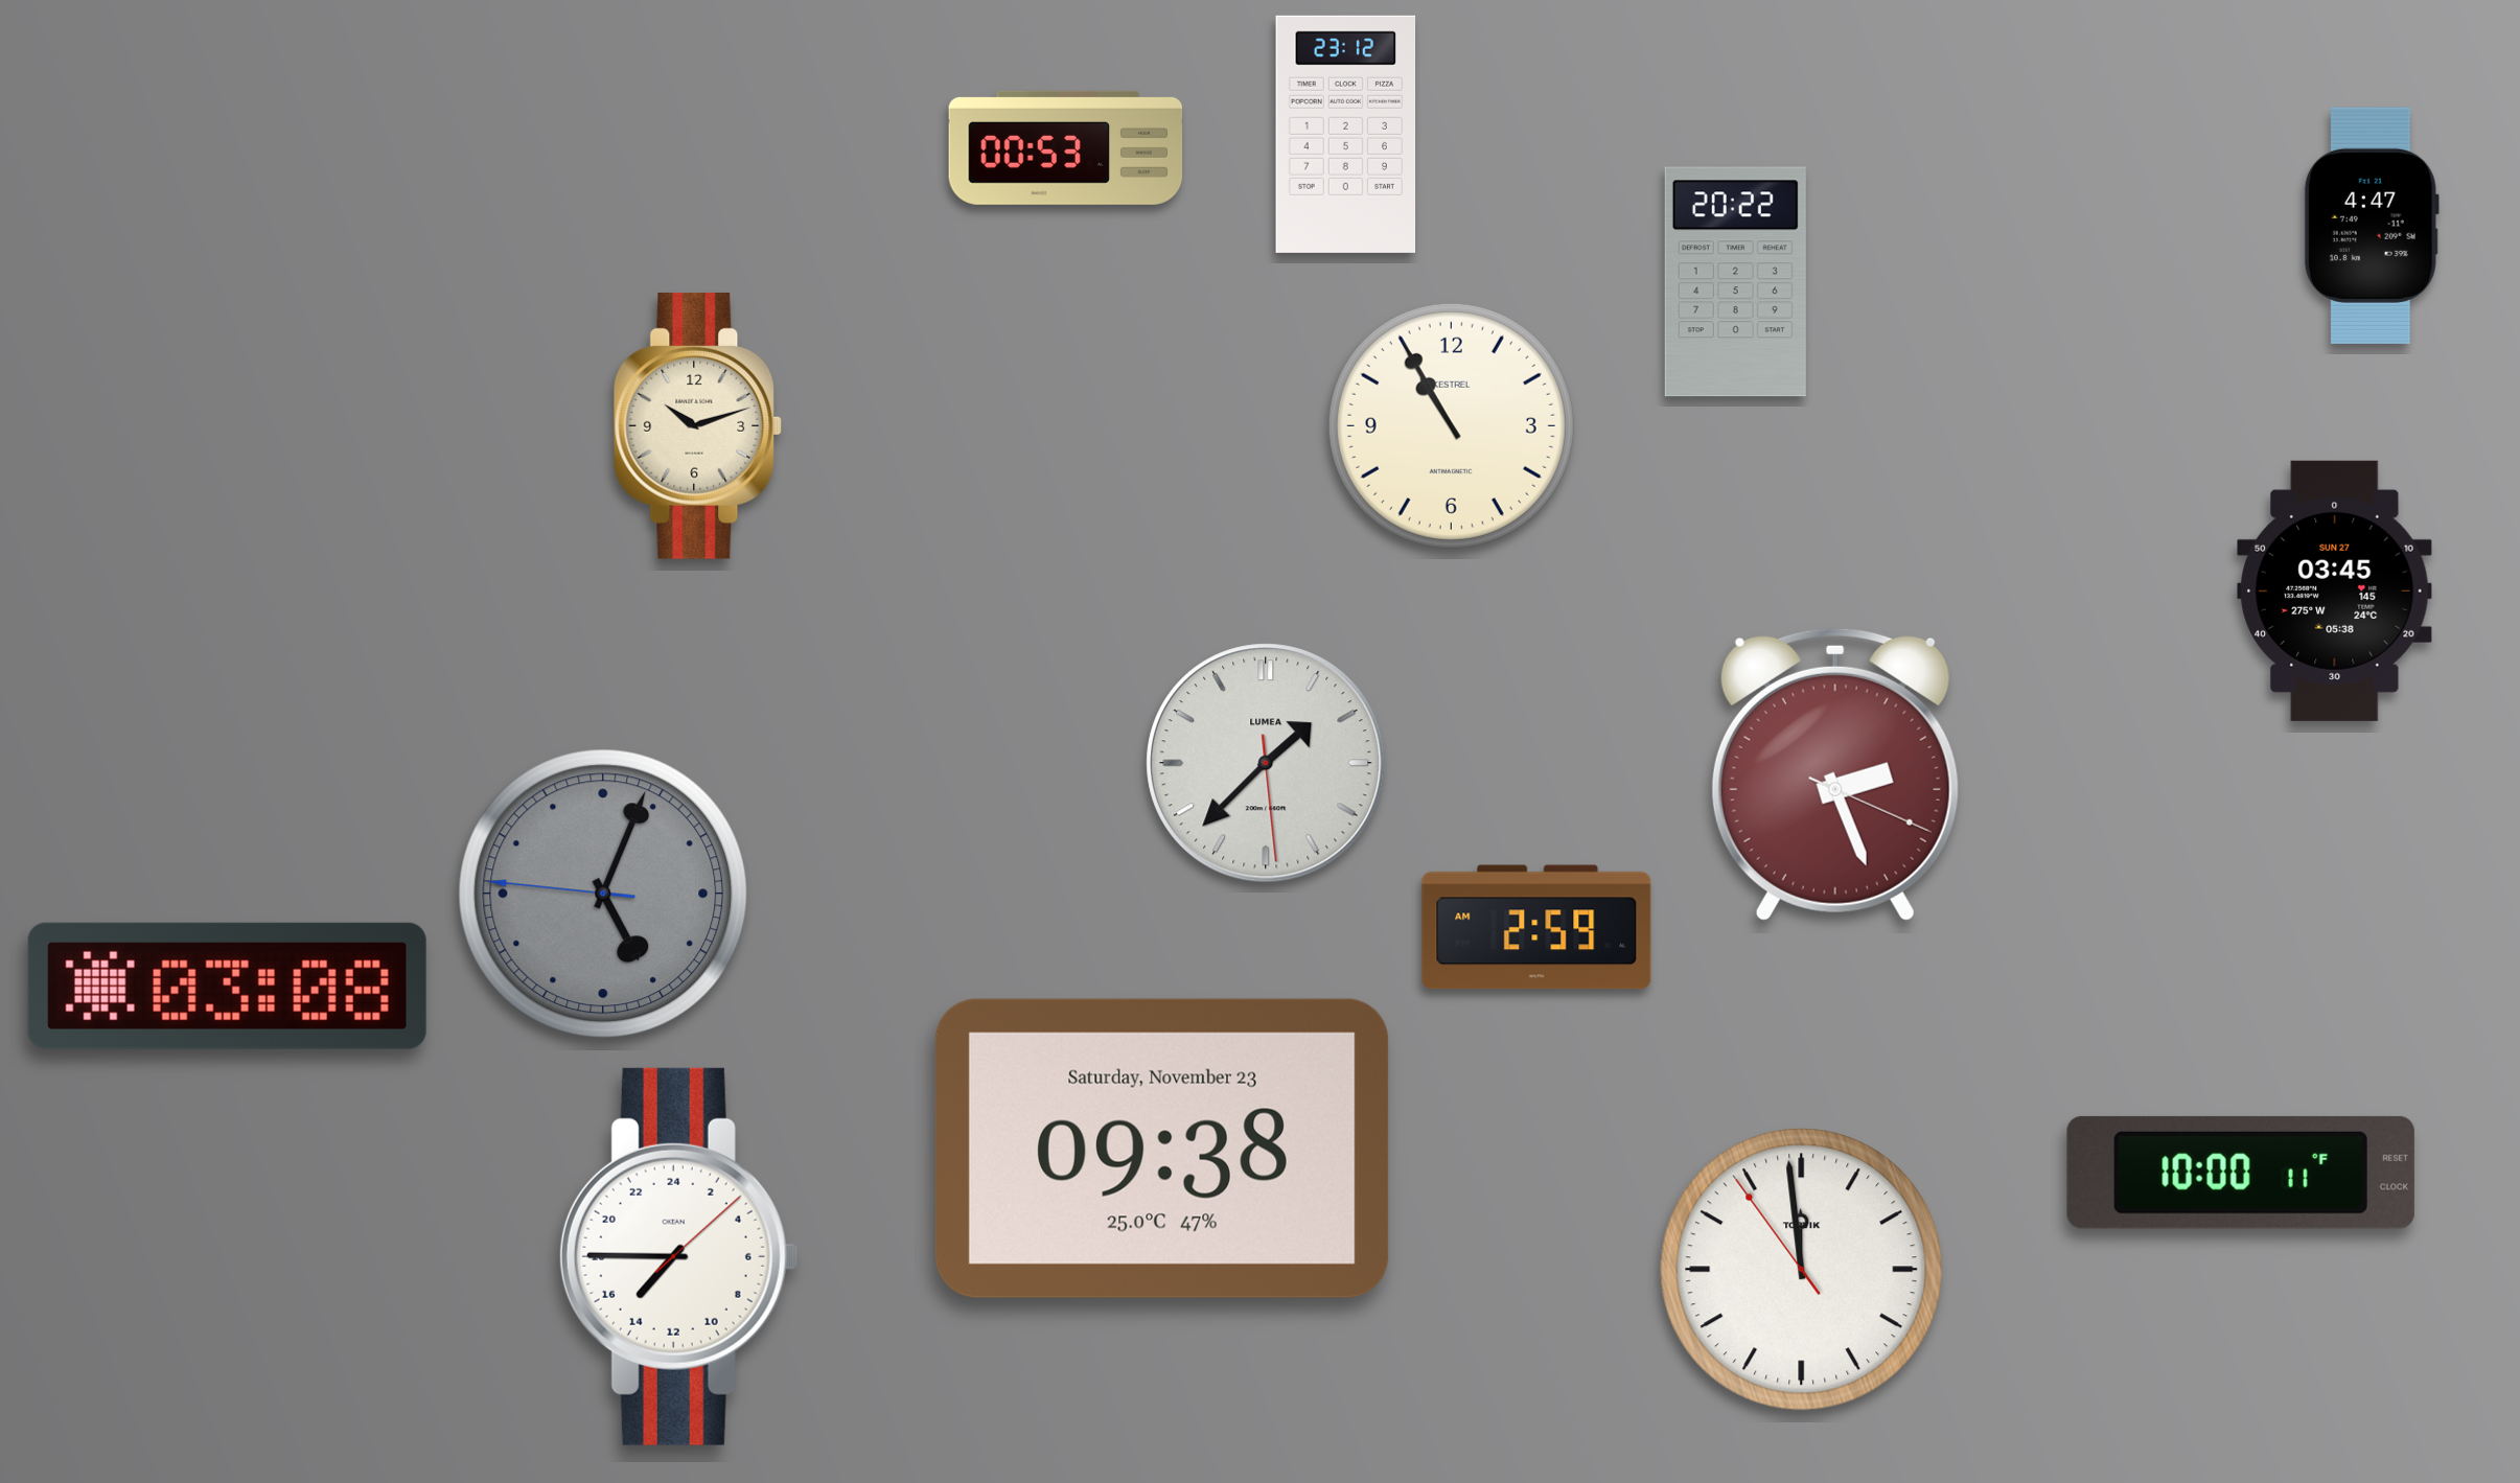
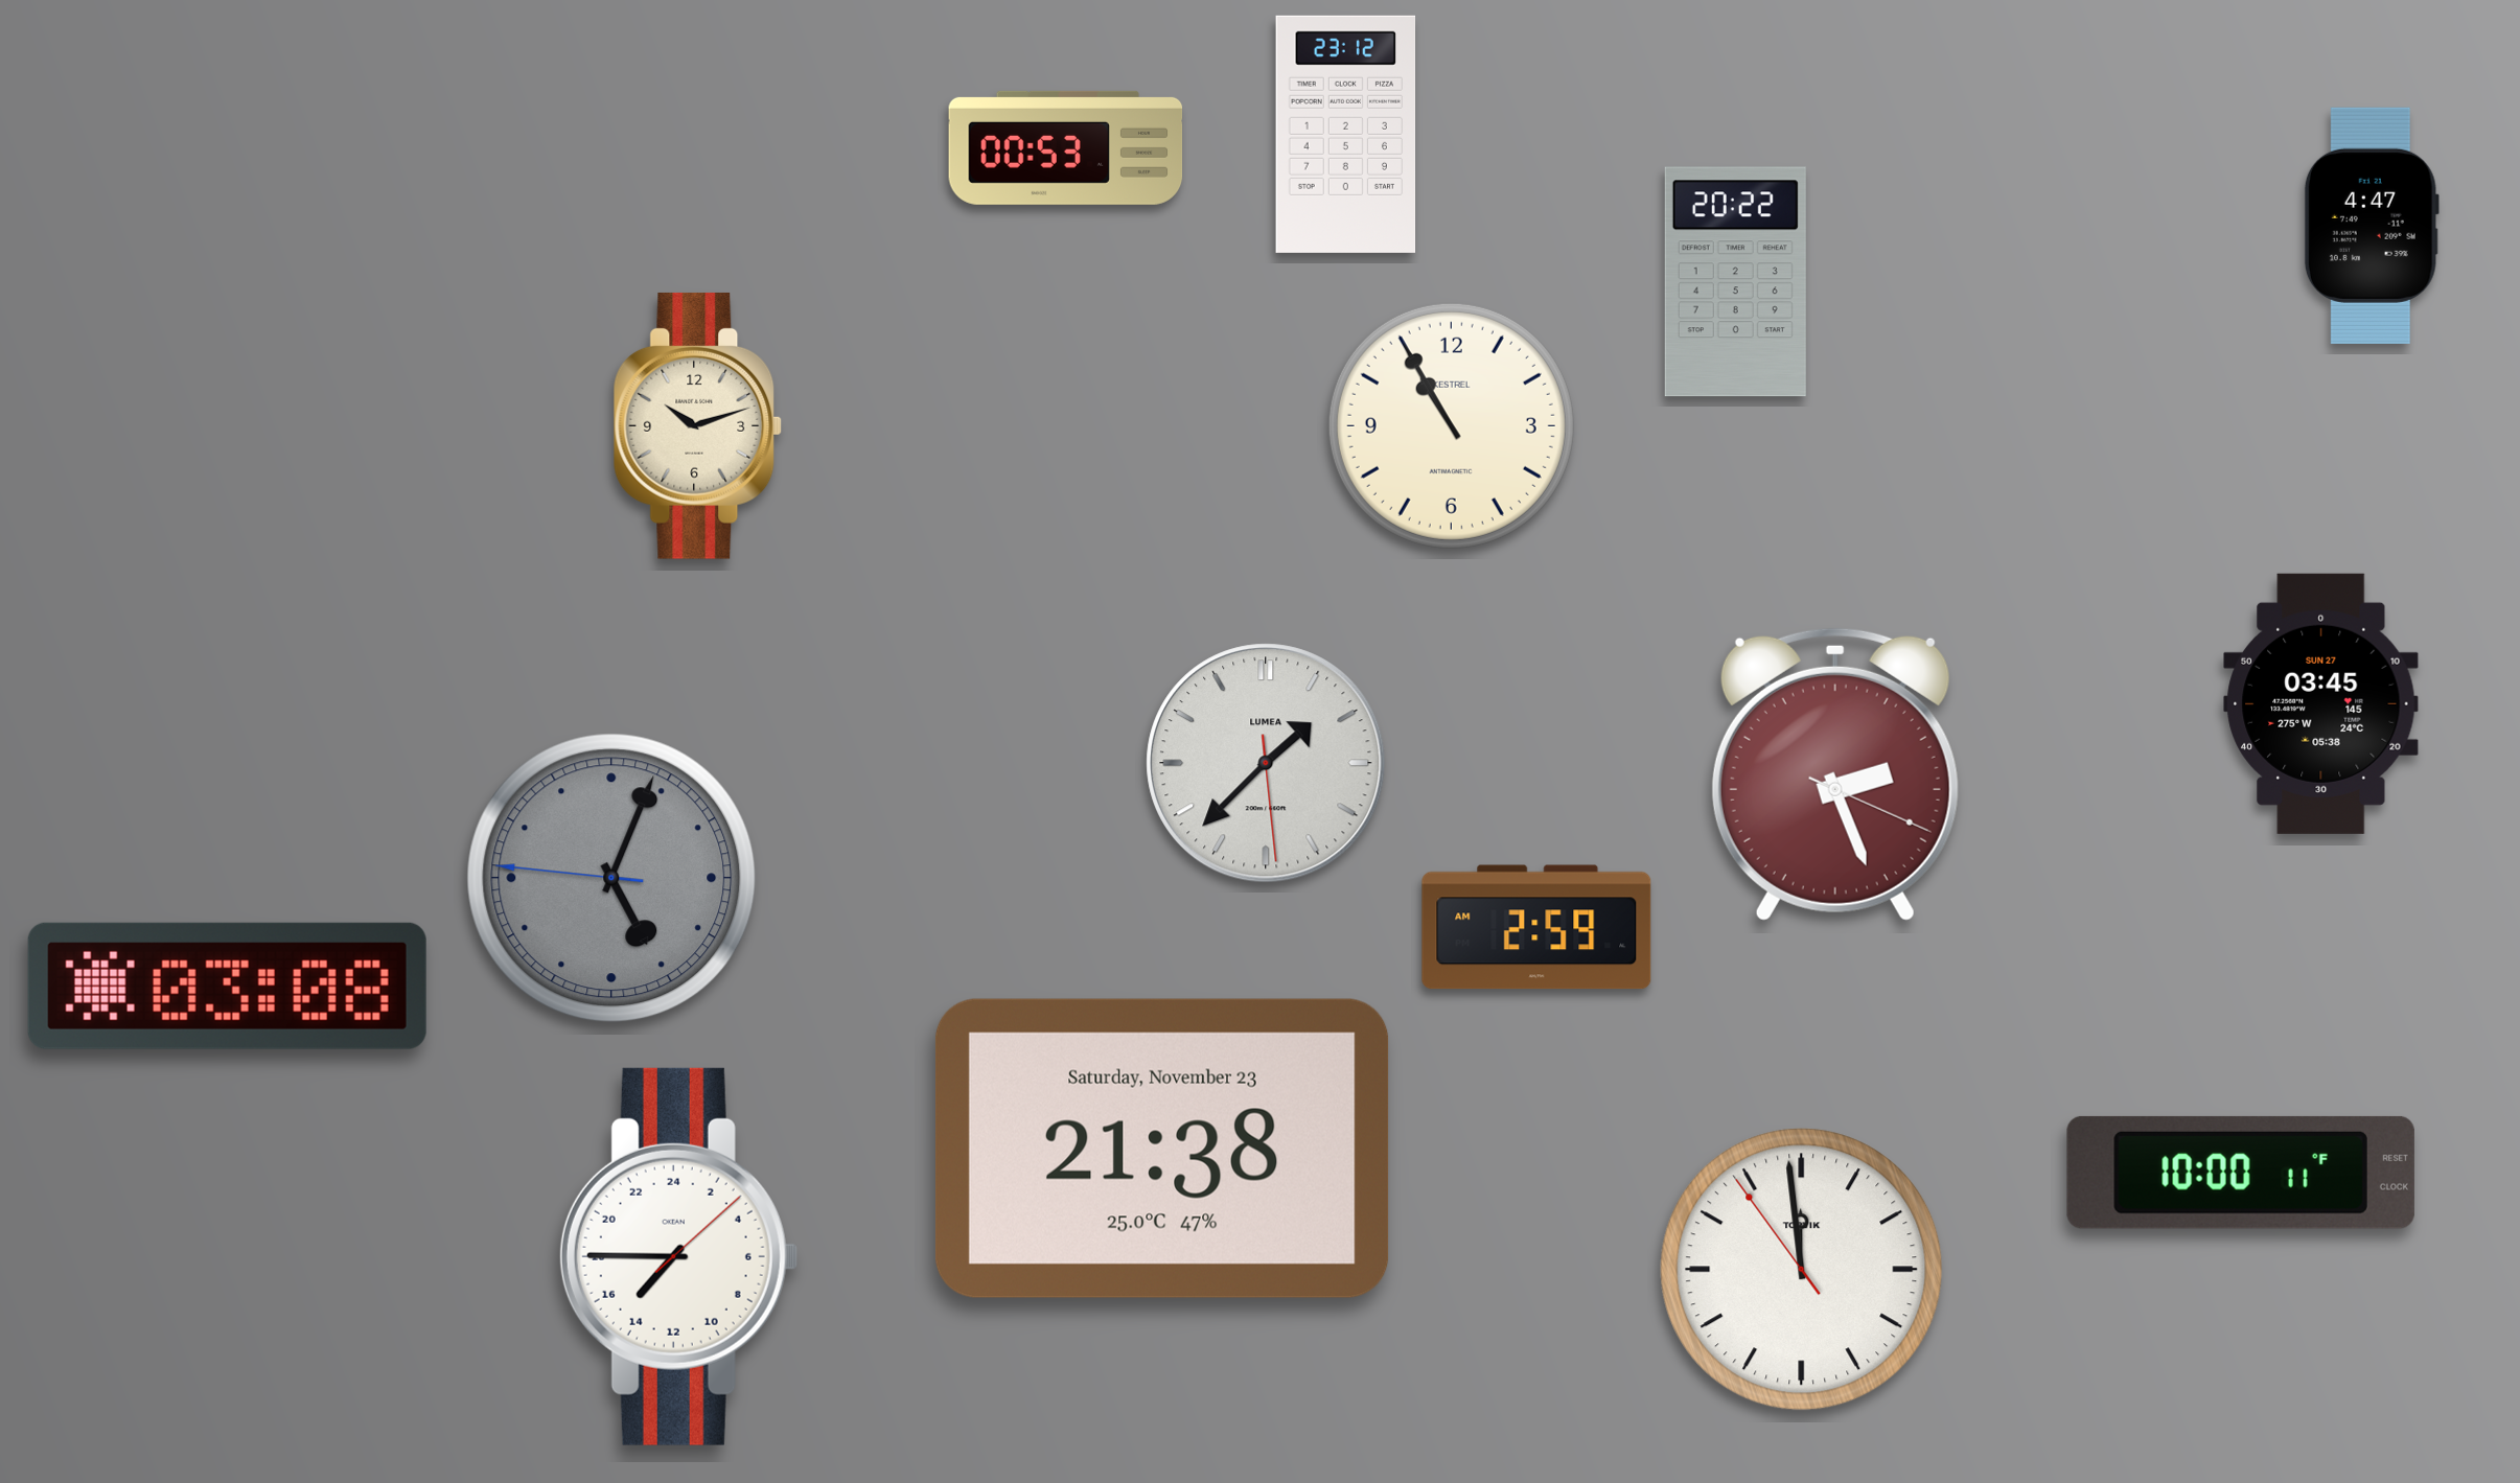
clock at (2335, 590) position: (2335, 590) -> (2321, 703)
clock at (603, 894) position: (603, 894) -> (611, 878)
clock at (1162, 1149): 09:38 -> 21:38
